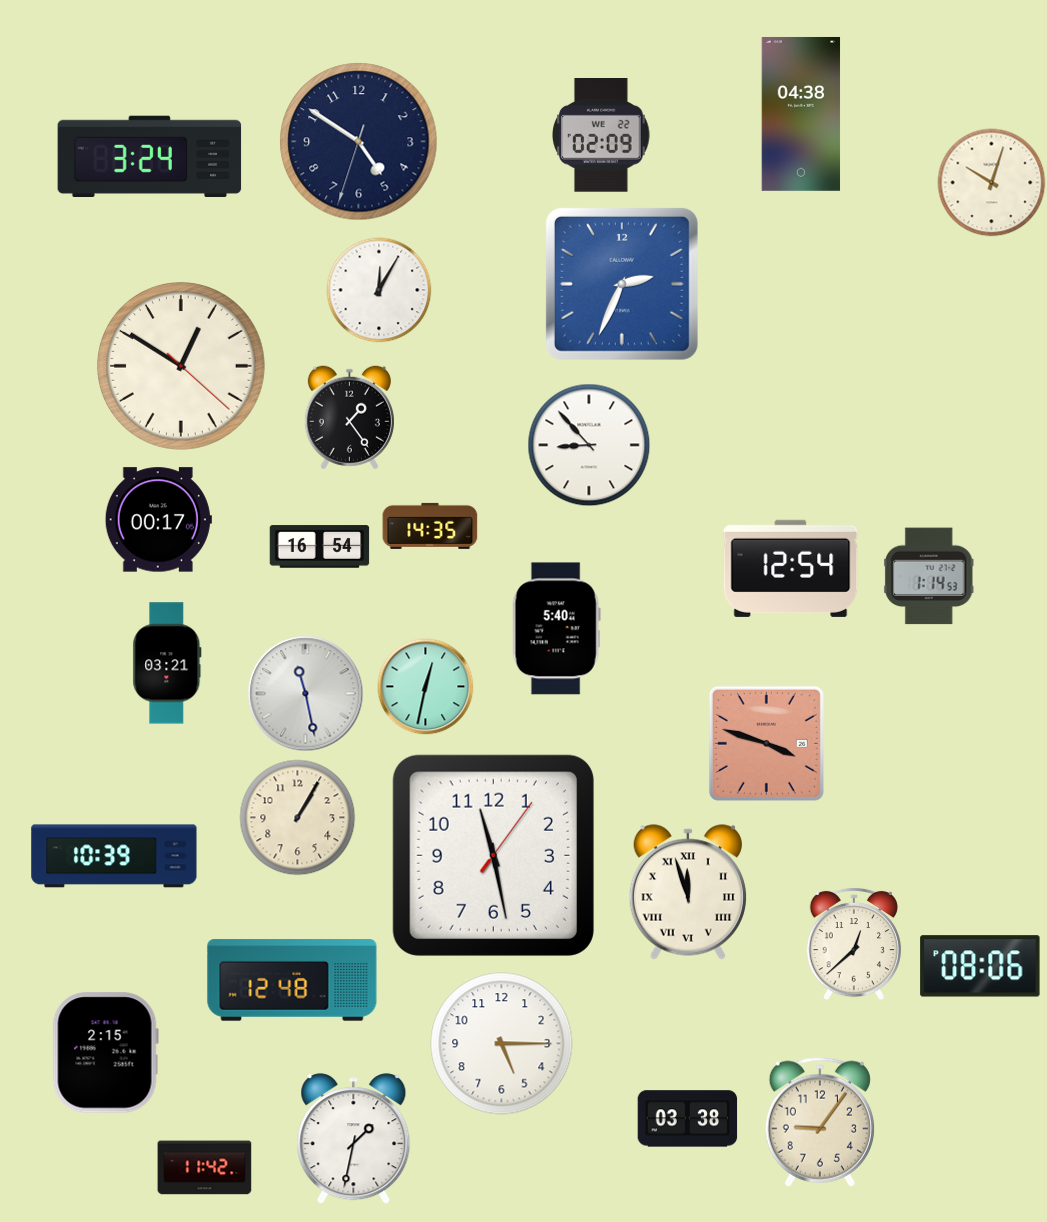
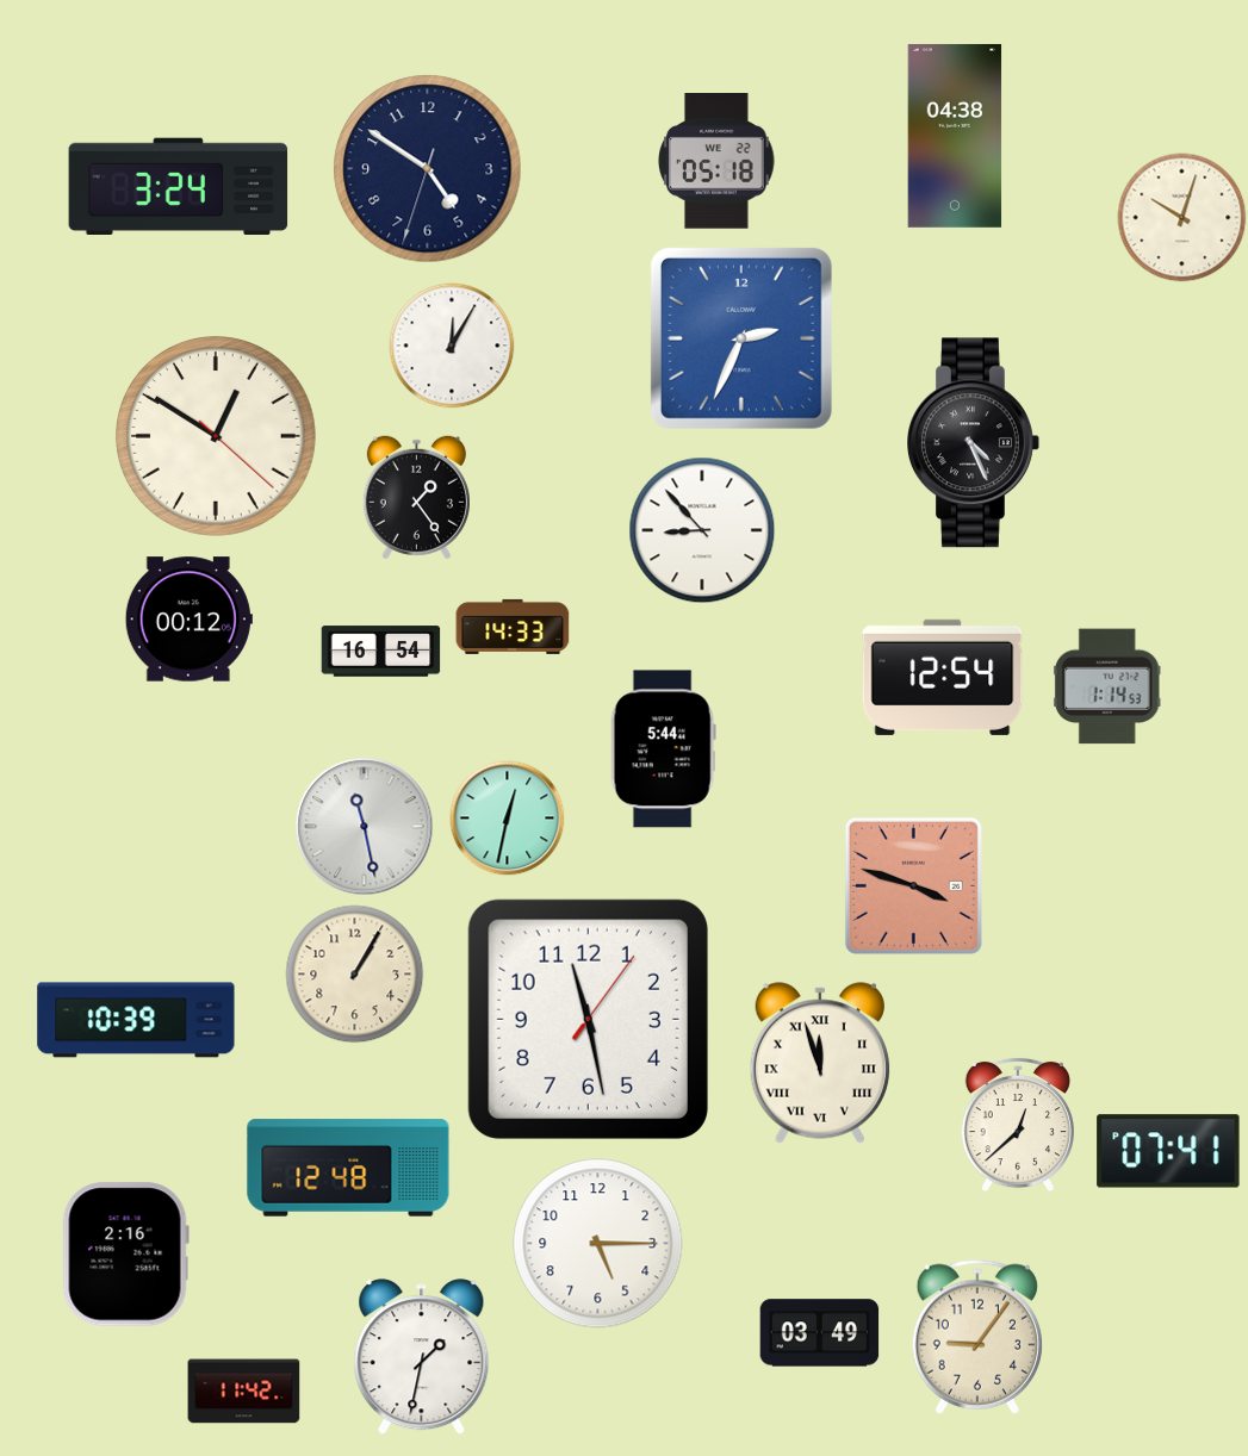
clock at (602, 136): 02:09 -> 05:18
clock at (974, 443): none -> 4:26
clock at (158, 520): 00:17 -> 00:12
clock at (430, 526): 14:35 -> 14:33
clock at (556, 629): 5:40 -> 5:44
clock at (167, 663): 03:21 -> none
clock at (980, 966): 08:06 -> 07:41
clock at (105, 1053): 2:15 -> 2:16
clock at (688, 1119): 03:38 -> 03:49
